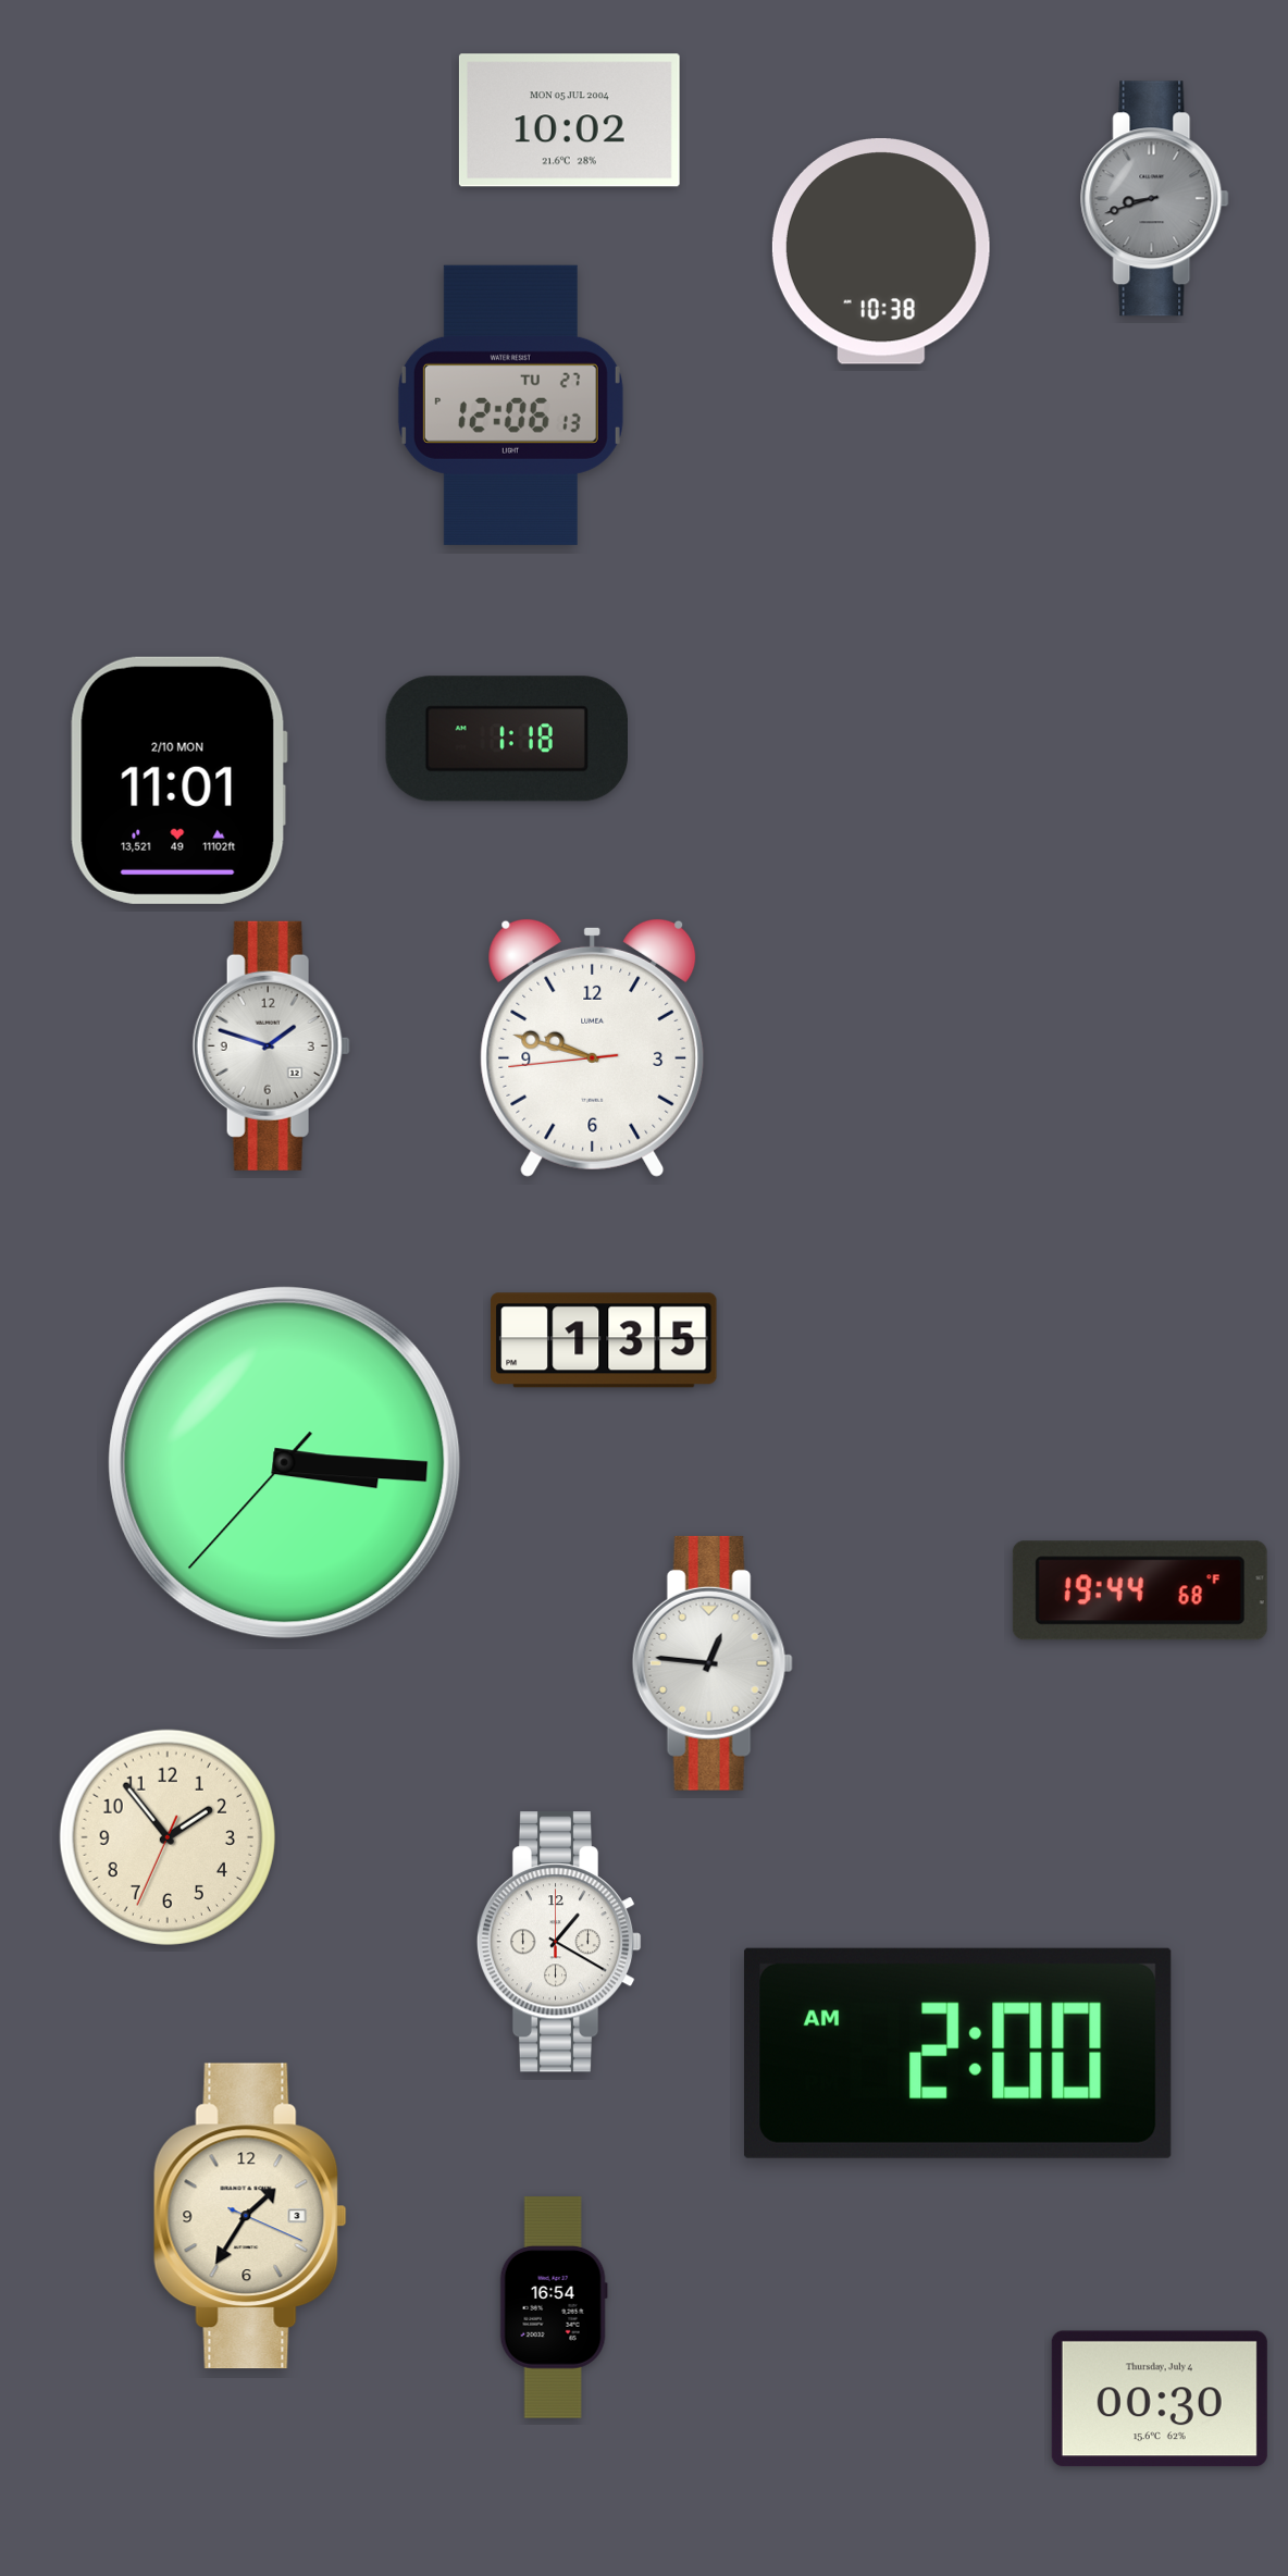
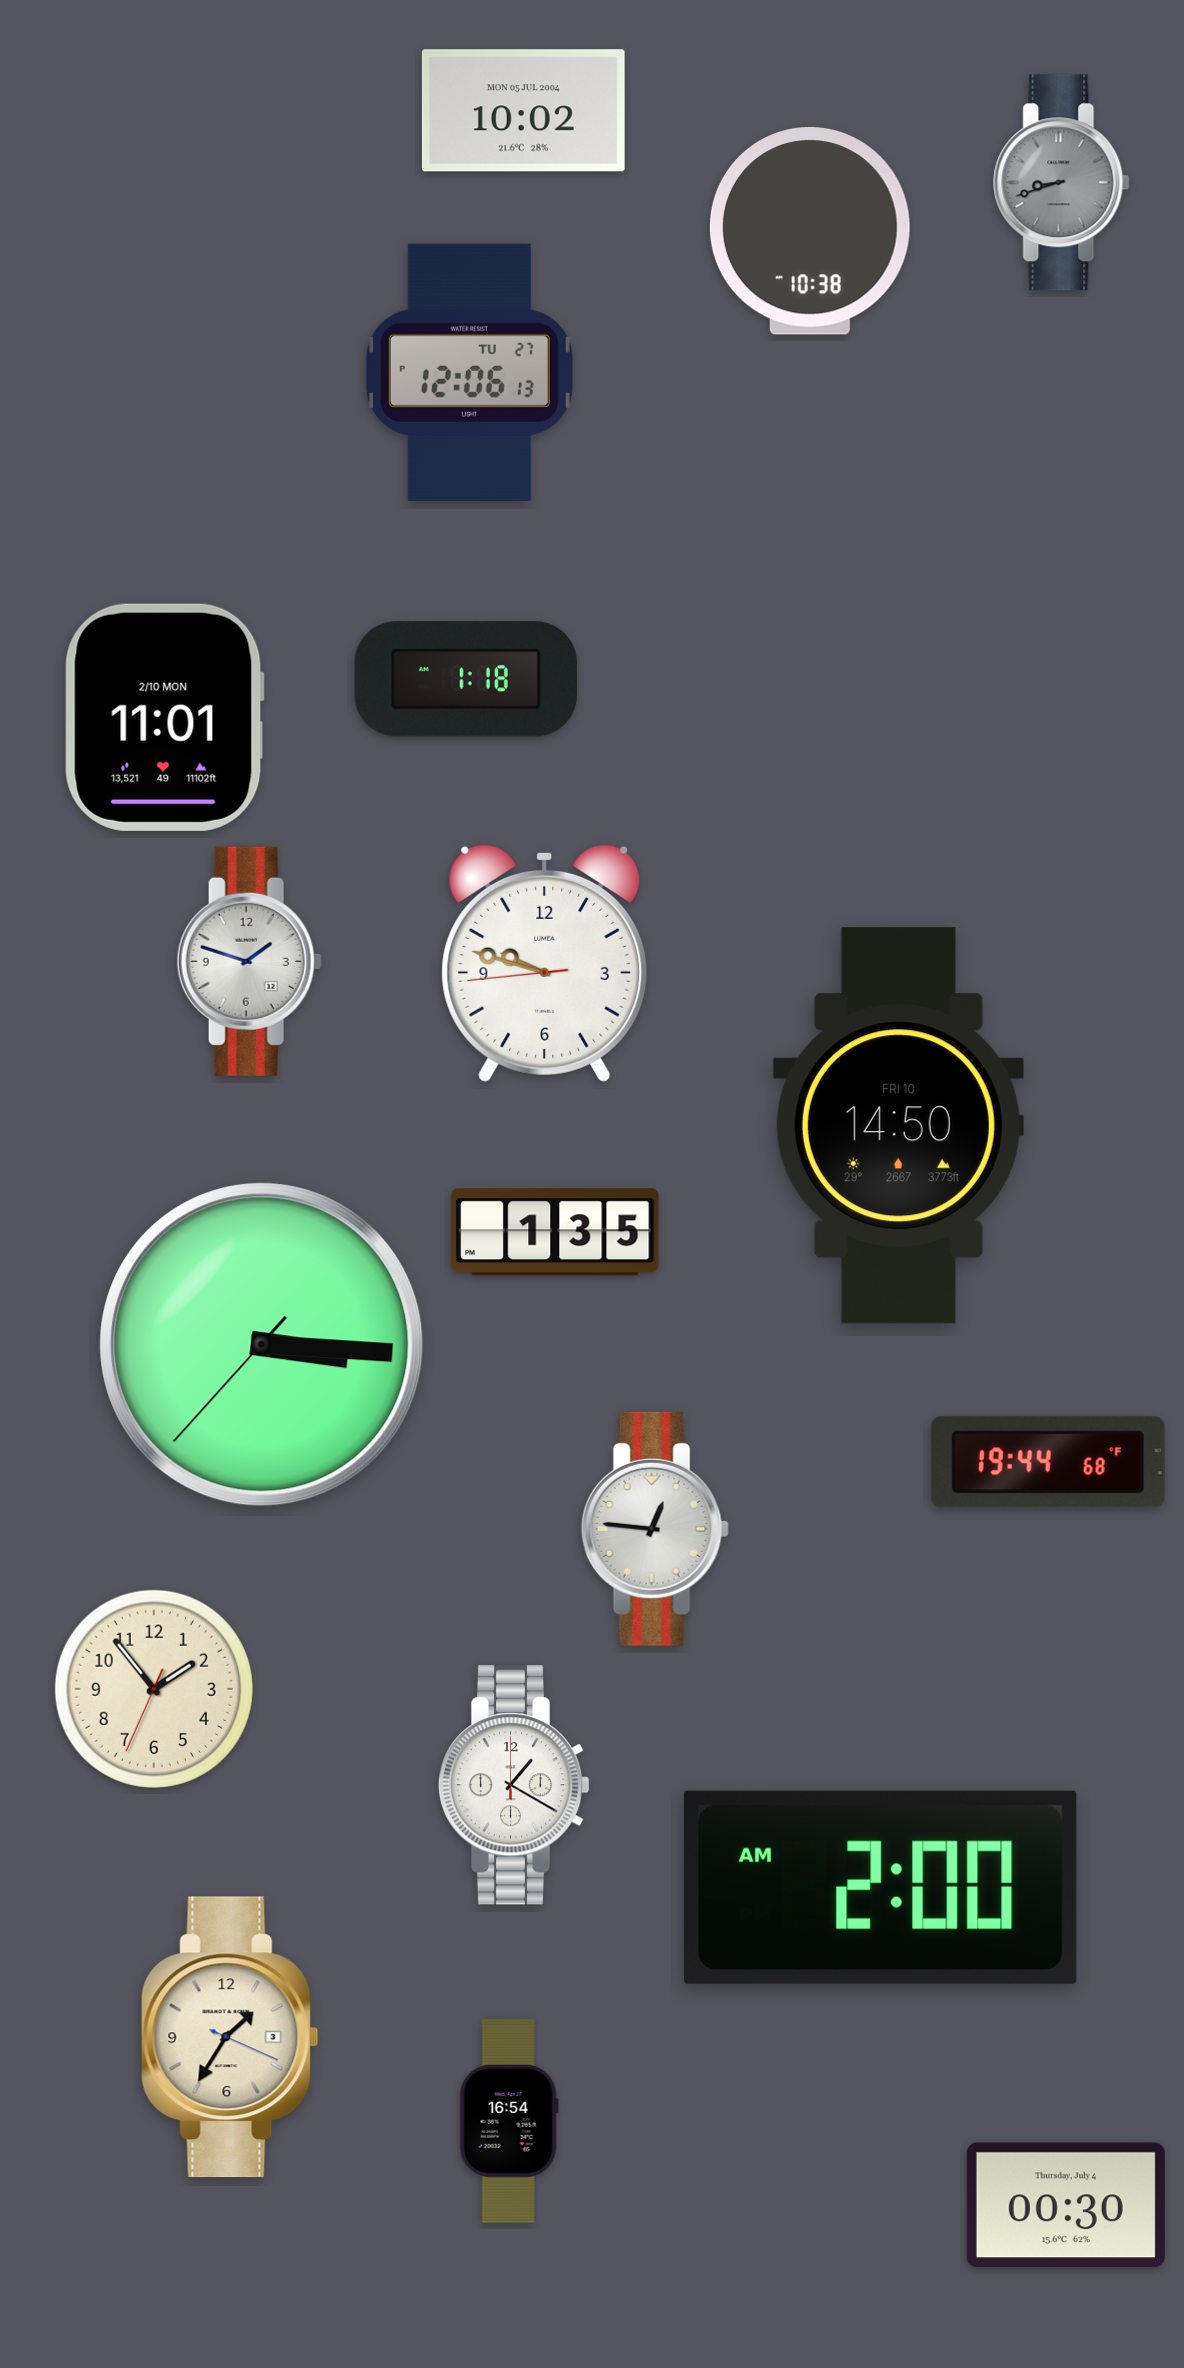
clock at (898, 1126): none -> 14:50
